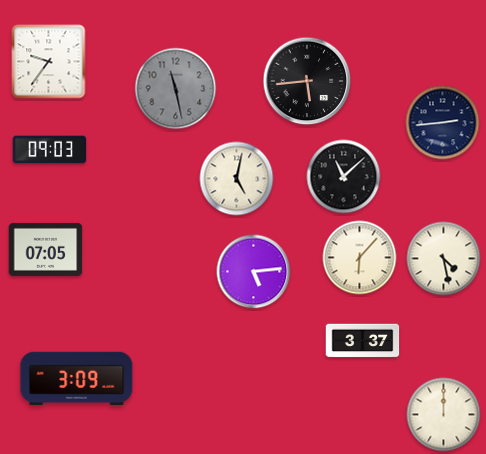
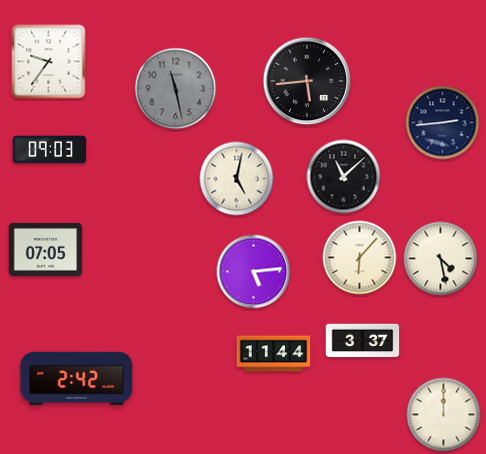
clock at (444, 259) position: (444, 259) -> (441, 259)
clock at (274, 354): none -> 11:44
clock at (77, 378): 3:09 -> 2:42
